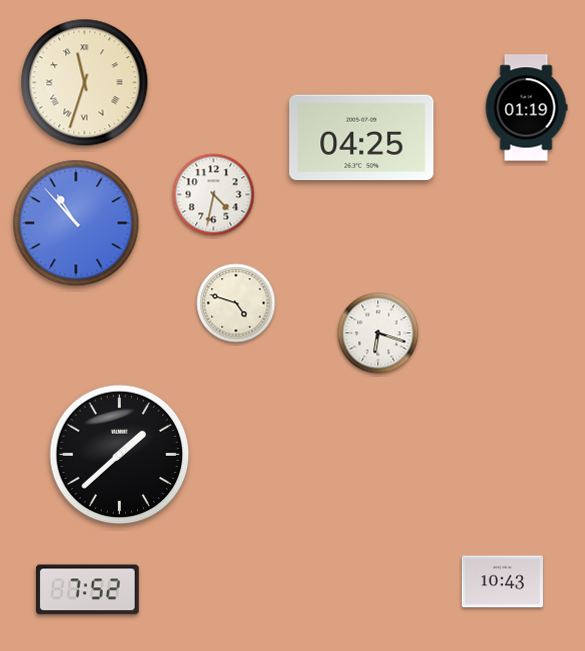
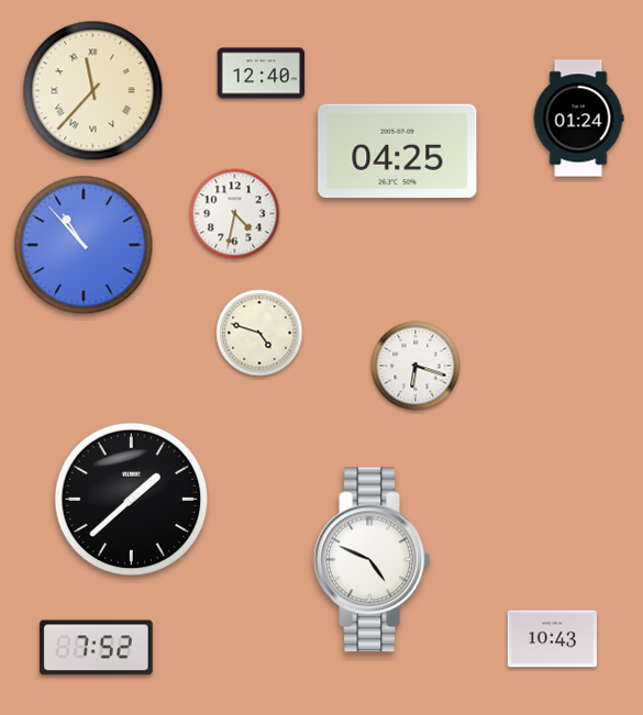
clock at (262, 74): none -> 12:40
clock at (85, 83): 11:33 -> 11:37
clock at (526, 108): 01:19 -> 01:24
clock at (373, 560): none -> 4:49
